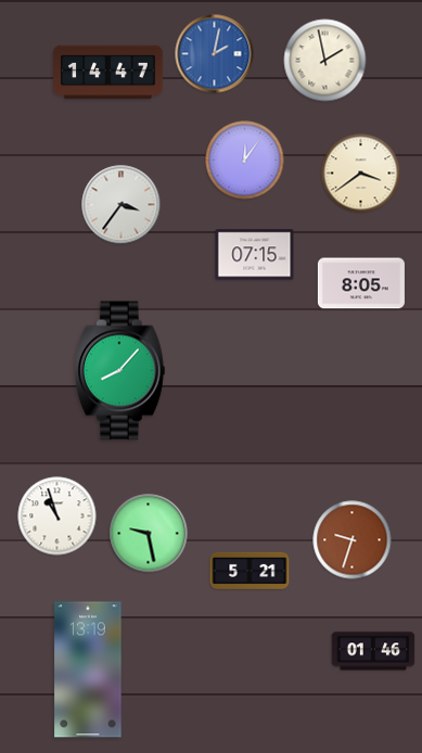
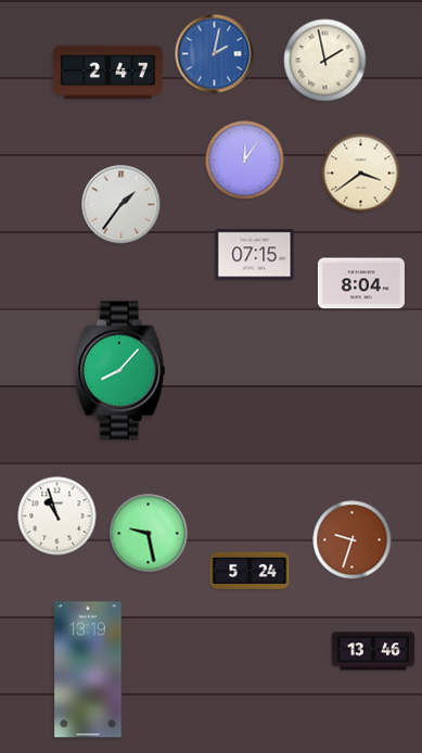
clock at (108, 73): 14:47 -> 2:47
clock at (122, 205): 3:36 -> 1:36
clock at (361, 283): 8:05 -> 8:04
clock at (250, 571): 5:21 -> 5:24
clock at (373, 651): 01:46 -> 13:46
